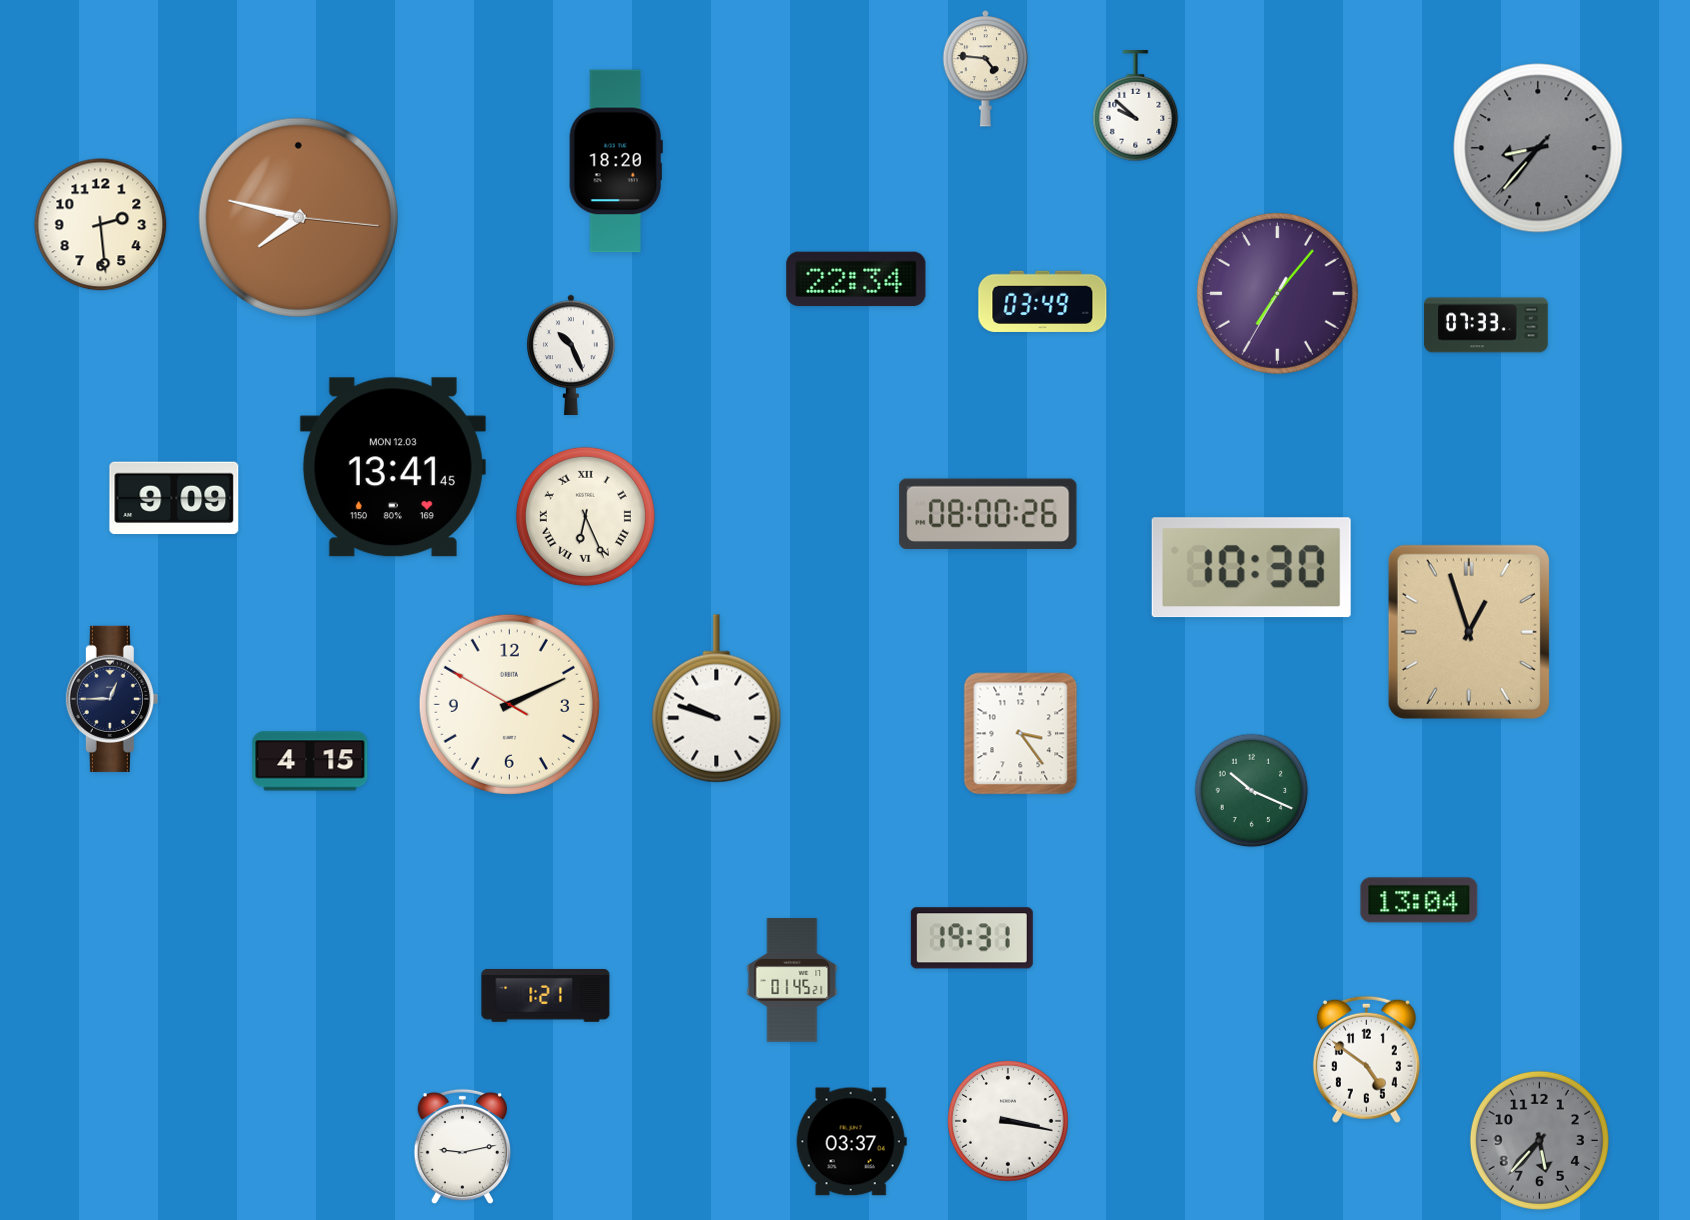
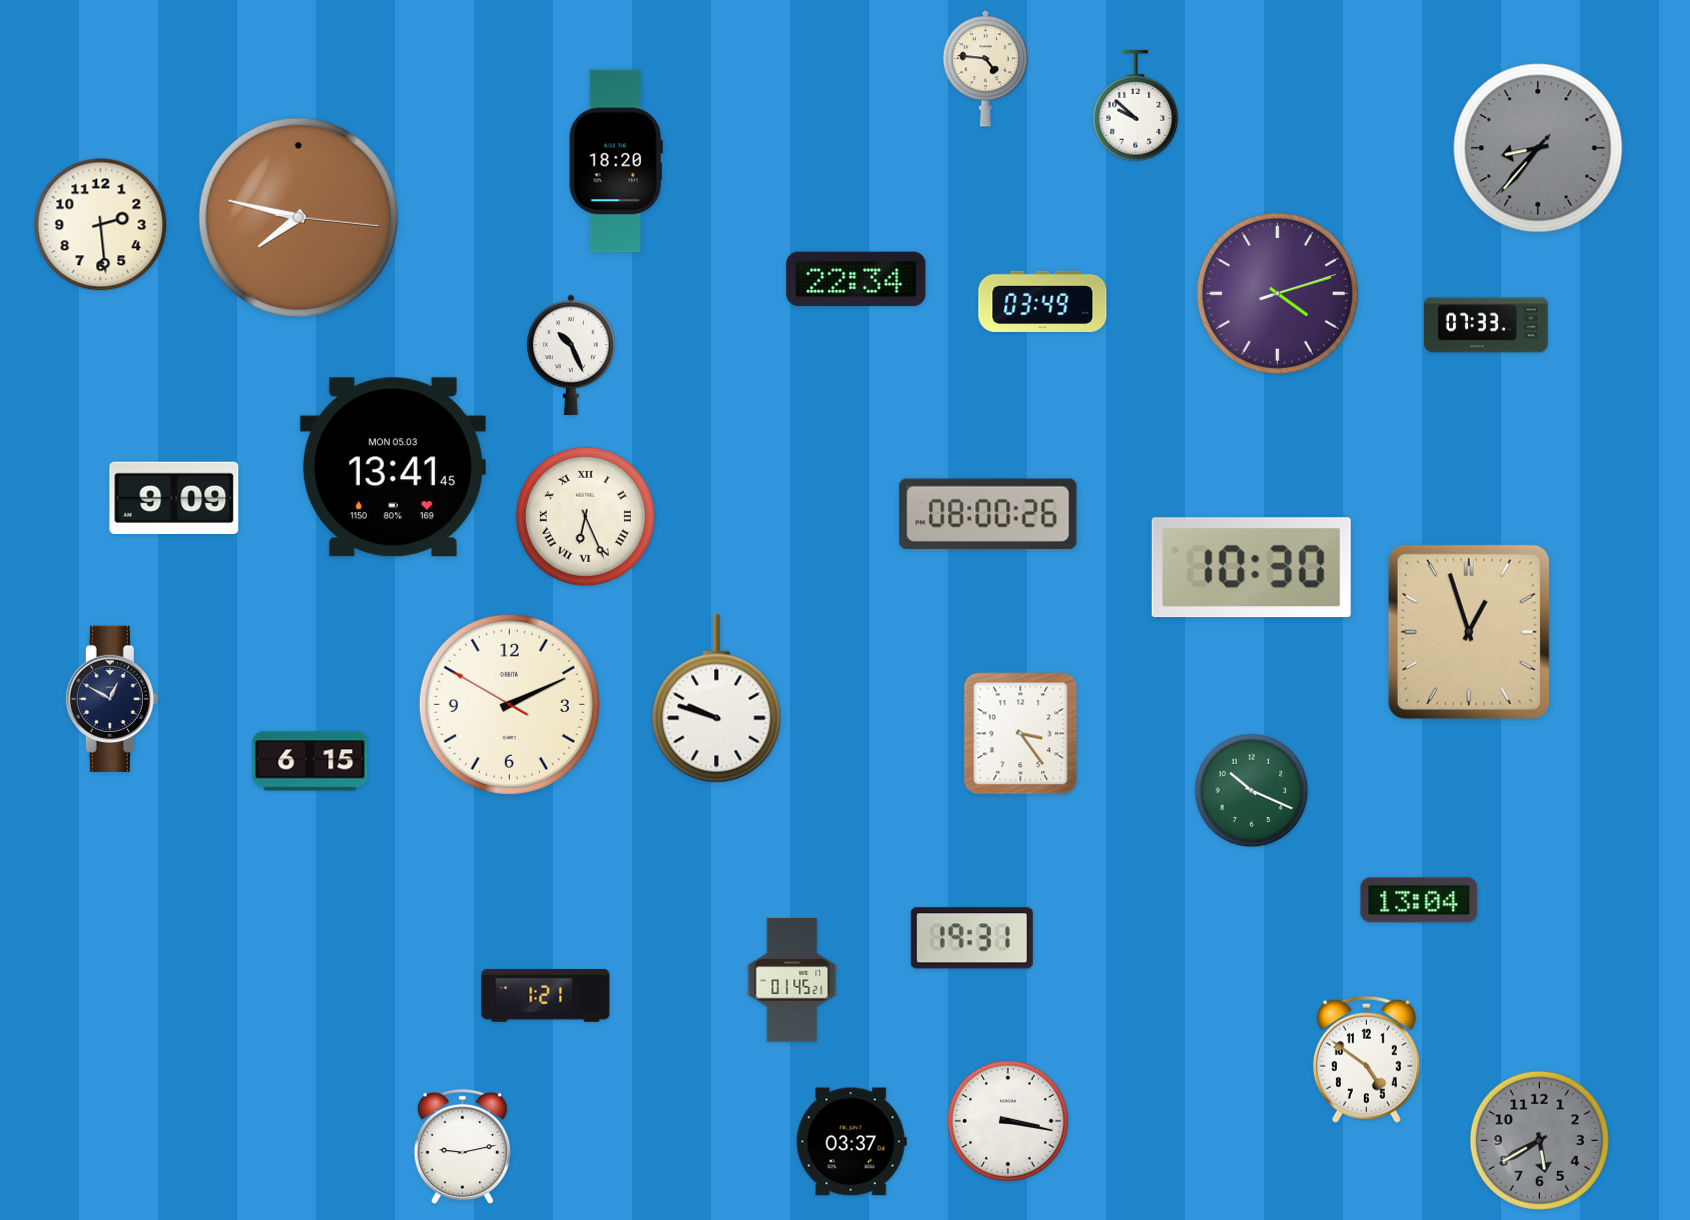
clock at (1277, 293): 7:06 -> 4:12
clock at (393, 467) date: MON 12.03 -> MON 05.03
clock at (112, 699): 12:45 -> 12:50
clock at (310, 761): 4:15 -> 6:15
clock at (1539, 1140): 5:37 -> 5:40
